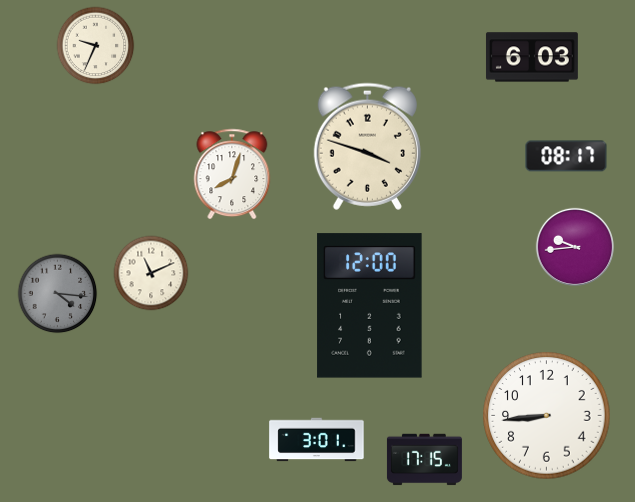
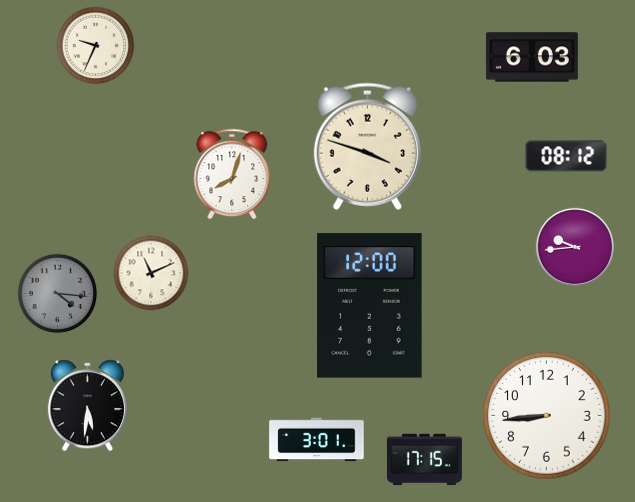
clock at (566, 156): 08:17 -> 08:12
clock at (87, 406): none -> 5:31
